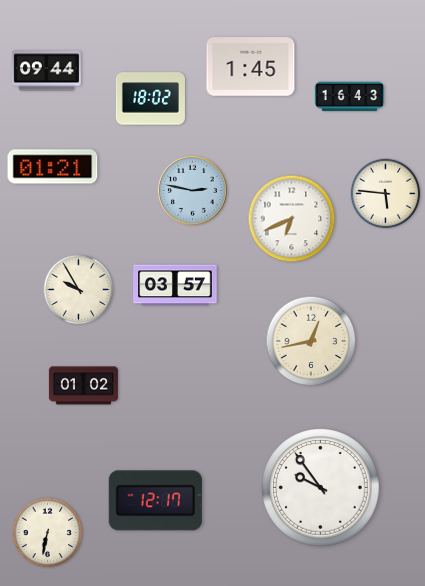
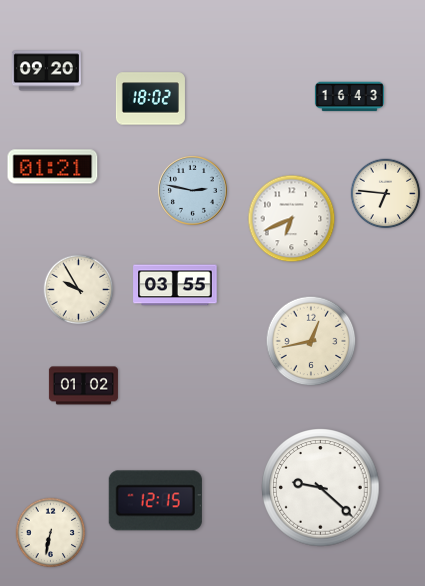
clock at (251, 67): 1:45 -> none
clock at (46, 71): 09:44 -> 09:20
clock at (386, 194): 5:46 -> 6:46
clock at (175, 285): 03:57 -> 03:55
clock at (321, 488): 9:54 -> 9:22
clock at (155, 501): 12:17 -> 12:15
clock at (48, 533) position: (48, 533) -> (51, 533)
